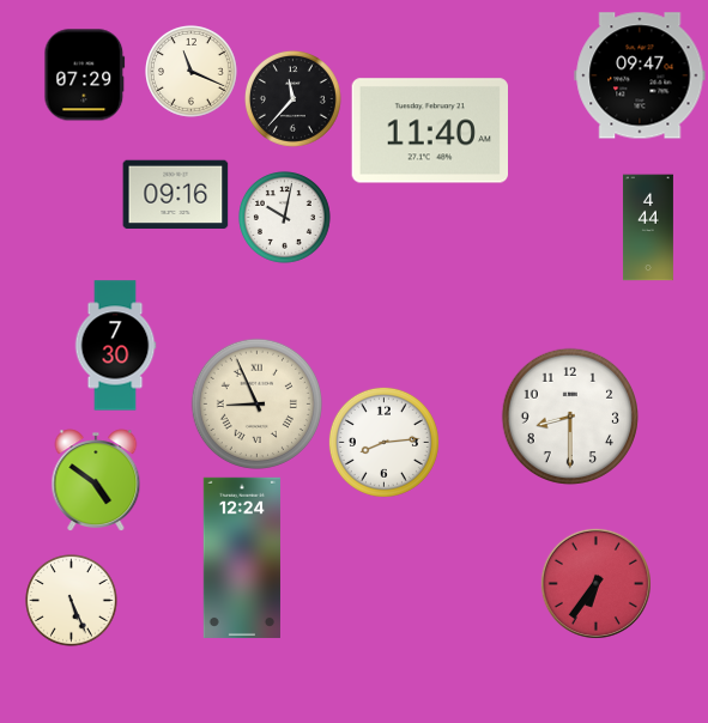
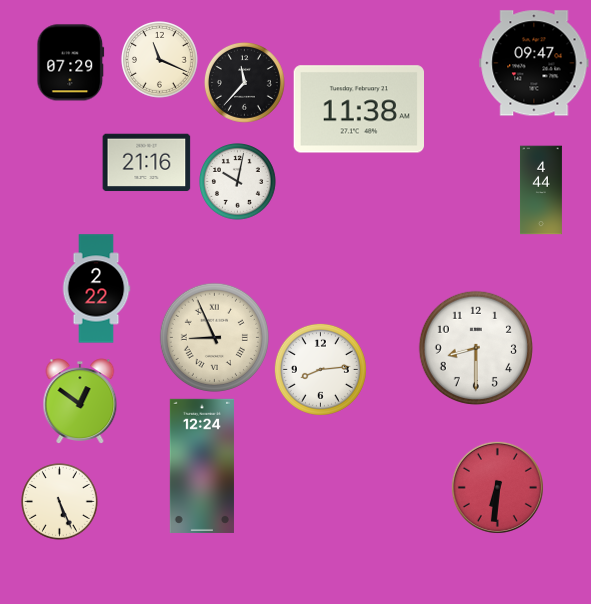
clock at (429, 130): 11:40 -> 11:38
clock at (176, 195): 09:16 -> 21:16
clock at (115, 346): 7:30 -> 2:22
clock at (96, 480): 4:51 -> 12:51
clock at (595, 583): 6:36 -> 6:31
